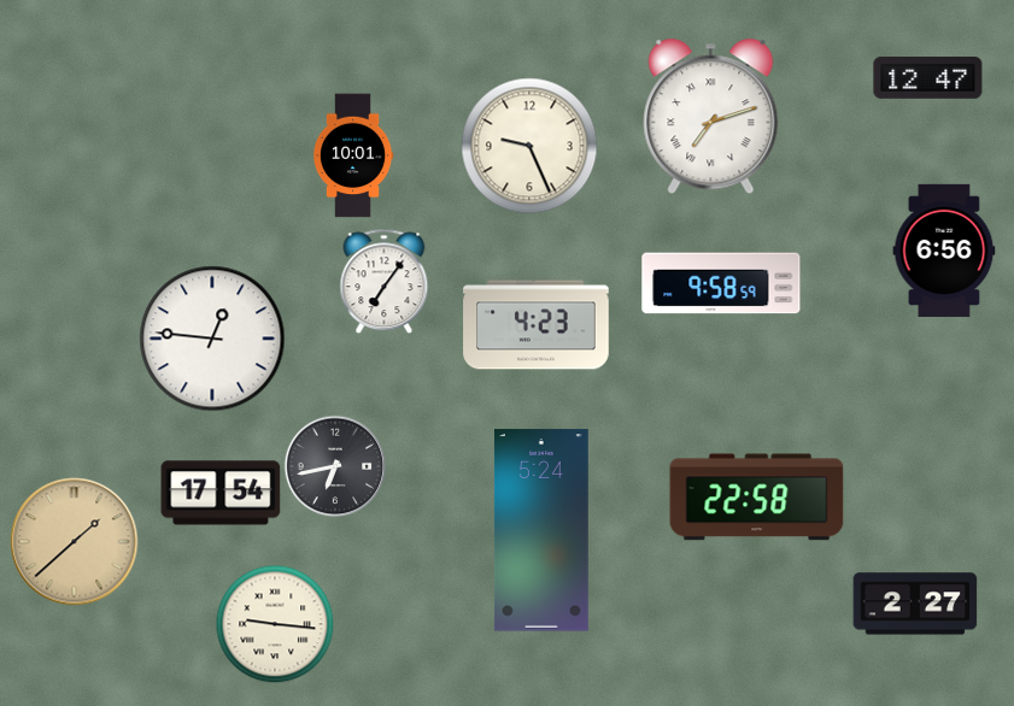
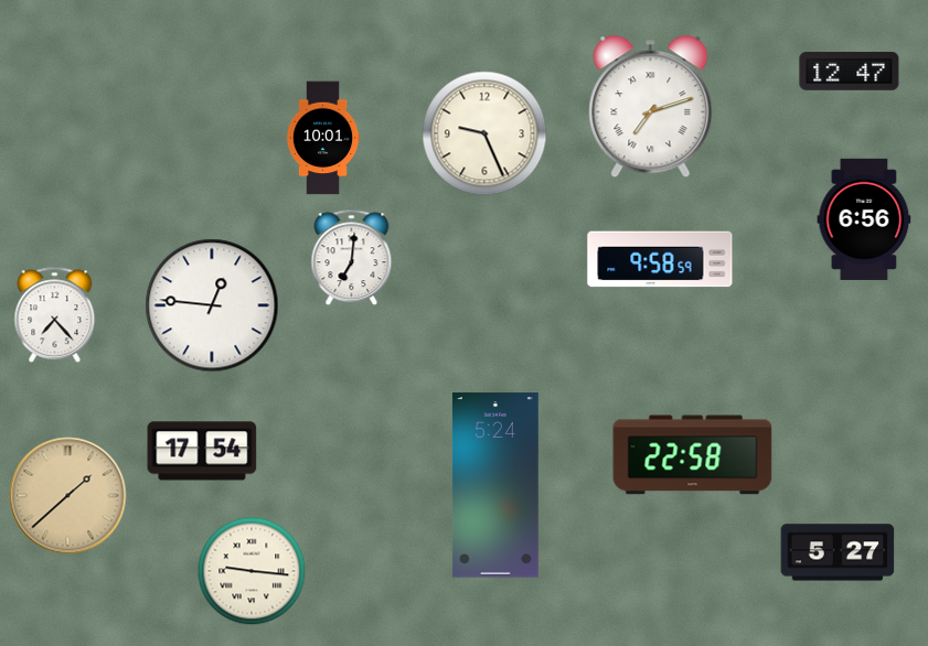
clock at (353, 155) position: (353, 155) -> (323, 138)
clock at (944, 251) position: (944, 251) -> (864, 219)
clock at (385, 281): 7:06 -> 7:01
clock at (537, 325): 4:23 -> none
clock at (212, 339) position: (212, 339) -> (212, 305)
clock at (55, 314): none -> 7:23
clock at (335, 466): 6:43 -> none
clock at (915, 604): 2:27 -> 5:27
